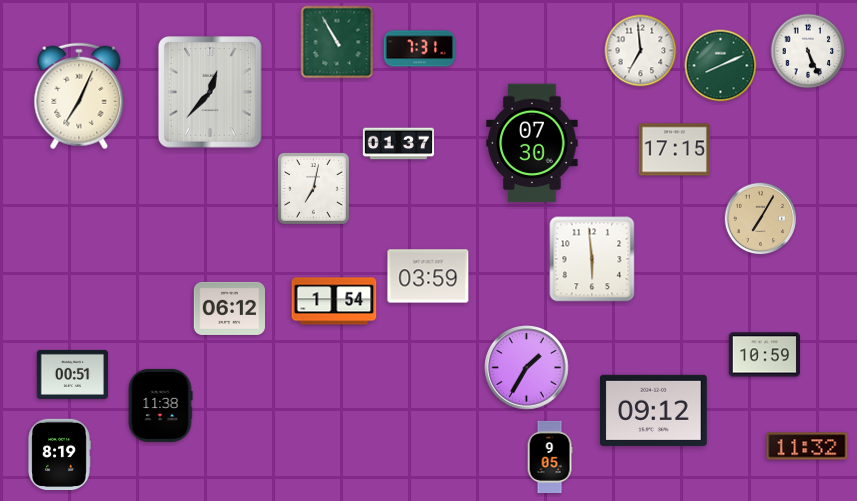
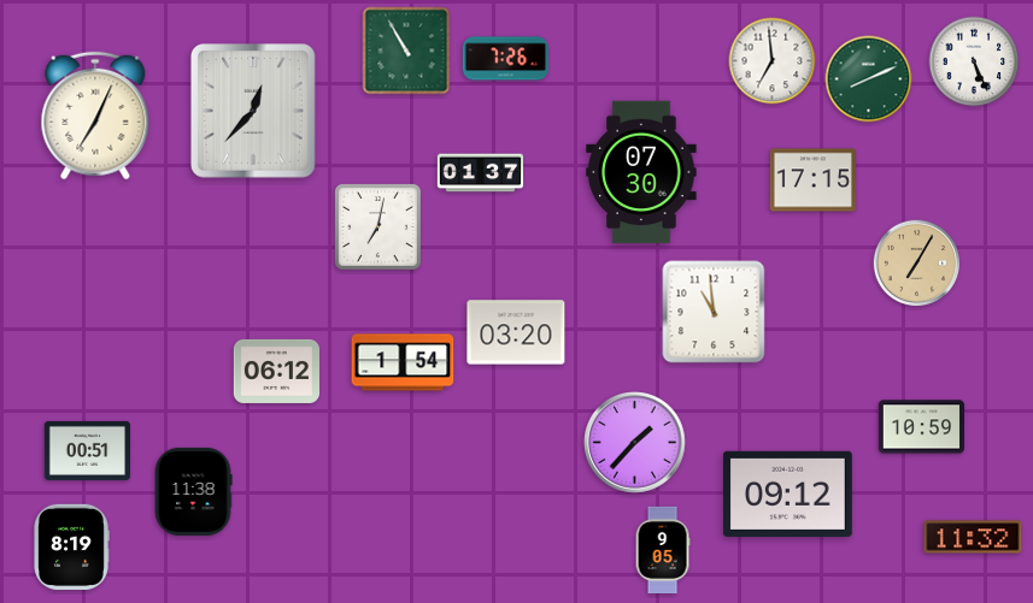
clock at (419, 49): 7:31 -> 7:26
clock at (592, 259): 5:59 -> 10:59
clock at (428, 276): 03:59 -> 03:20
clock at (527, 368): 1:35 -> 1:37
clock at (160, 405) position: (160, 405) -> (193, 491)
